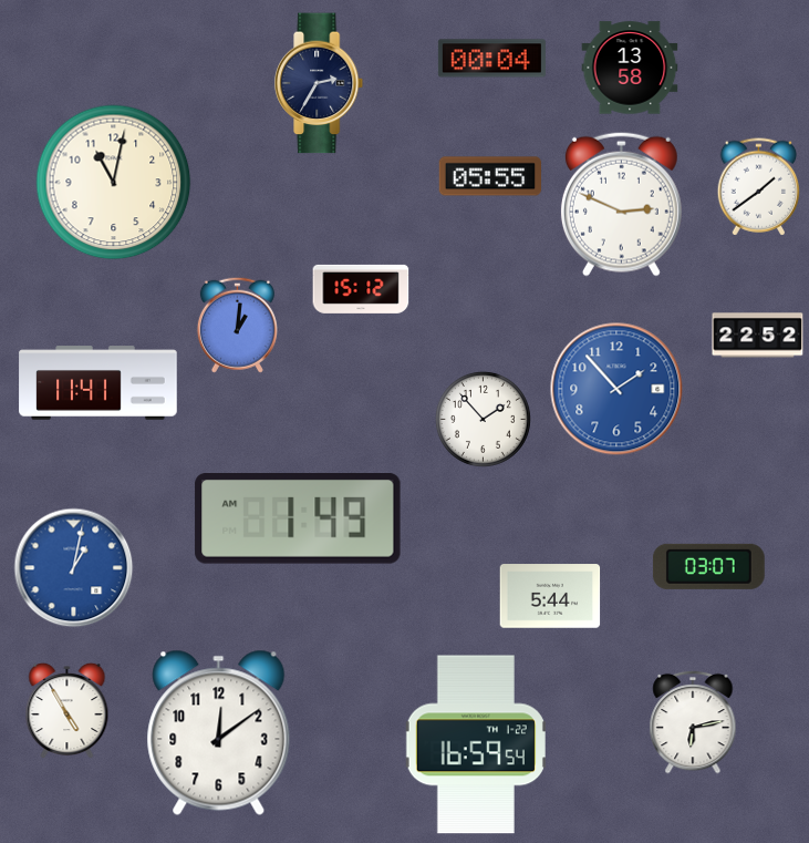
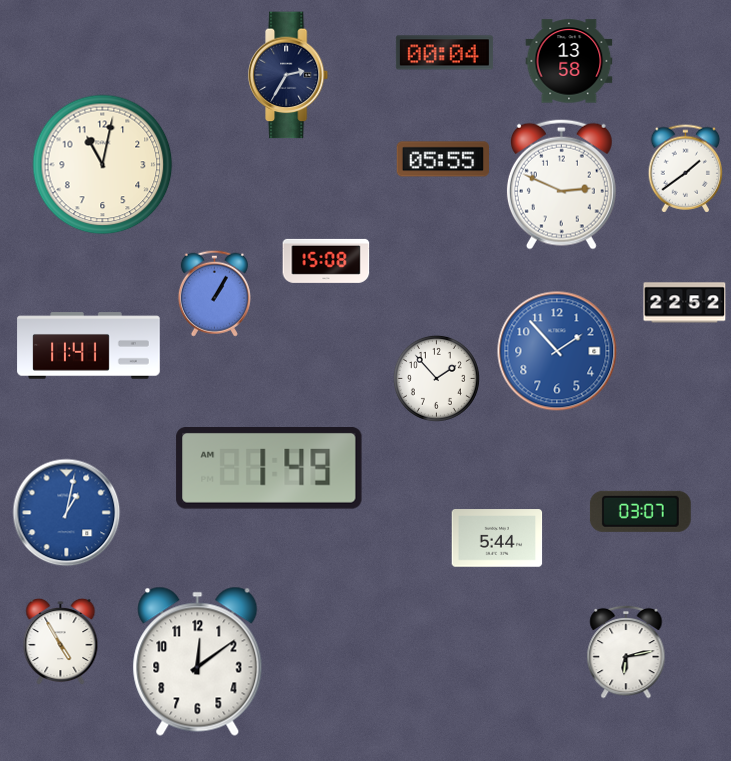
clock at (361, 289): 15:12 -> 15:08
clock at (237, 325): 1:01 -> 1:05
clock at (476, 744): 16:59 -> none
